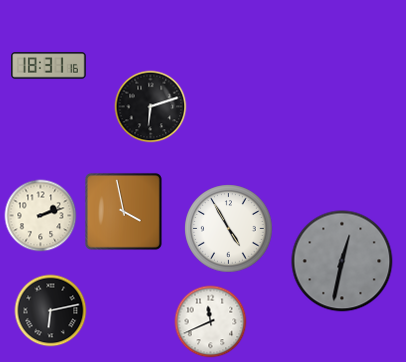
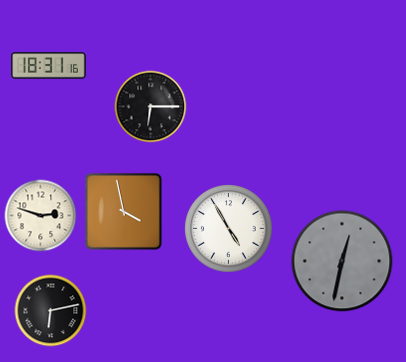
clock at (151, 107): 6:12 -> 6:15
clock at (41, 216): 2:12 -> 2:48
clock at (211, 322): 11:41 -> none
